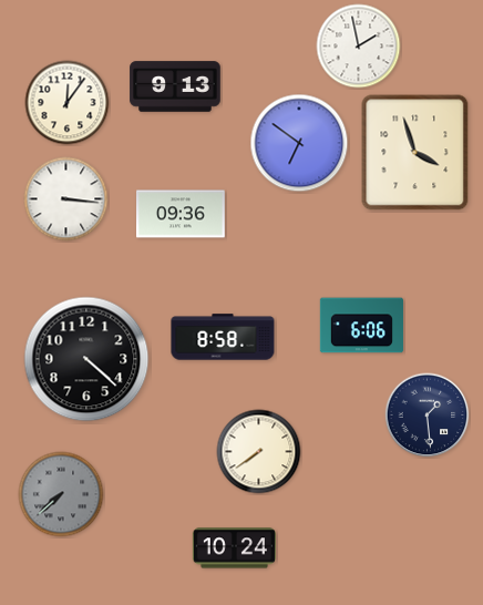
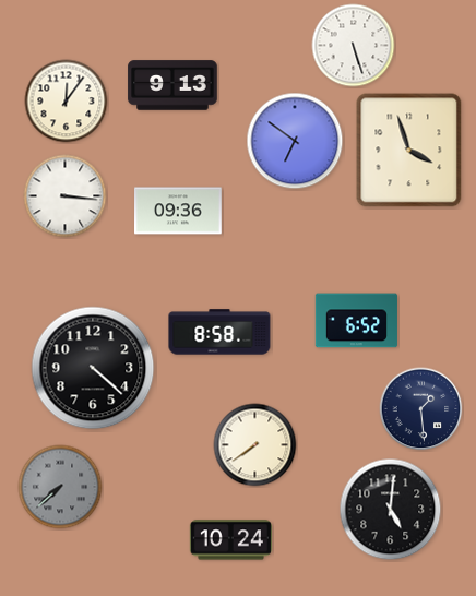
clock at (359, 47): 1:58 -> 5:27
clock at (361, 326): 6:06 -> 6:52
clock at (86, 359) position: (86, 359) -> (93, 368)
clock at (391, 510): none -> 5:01
